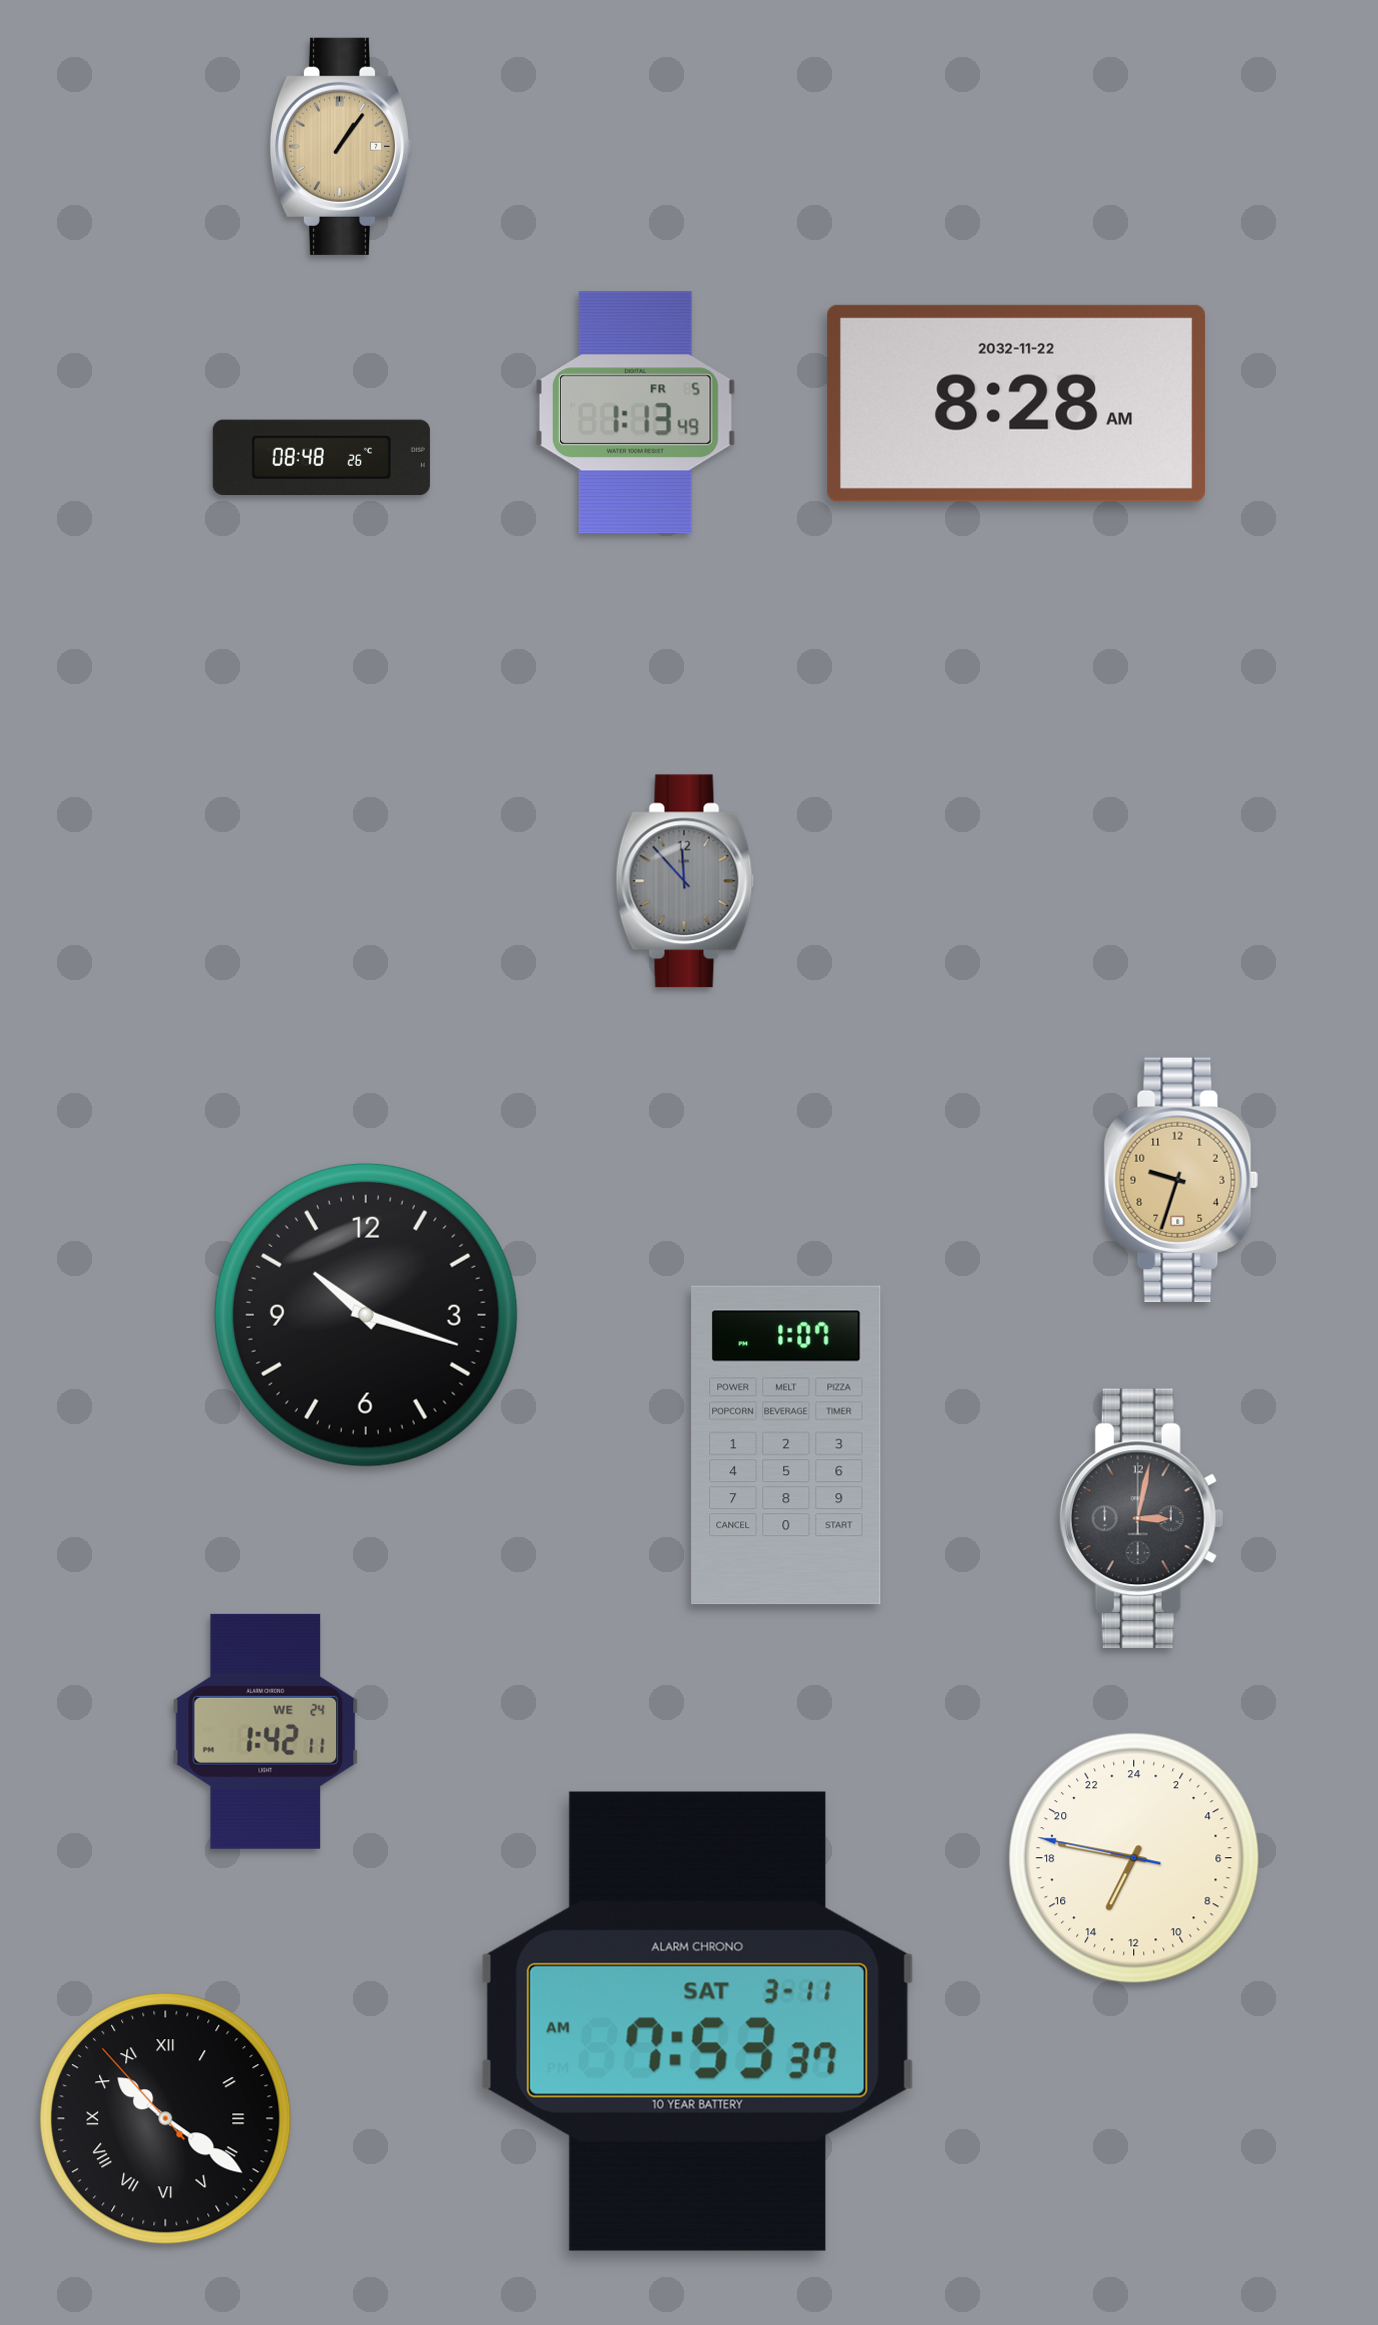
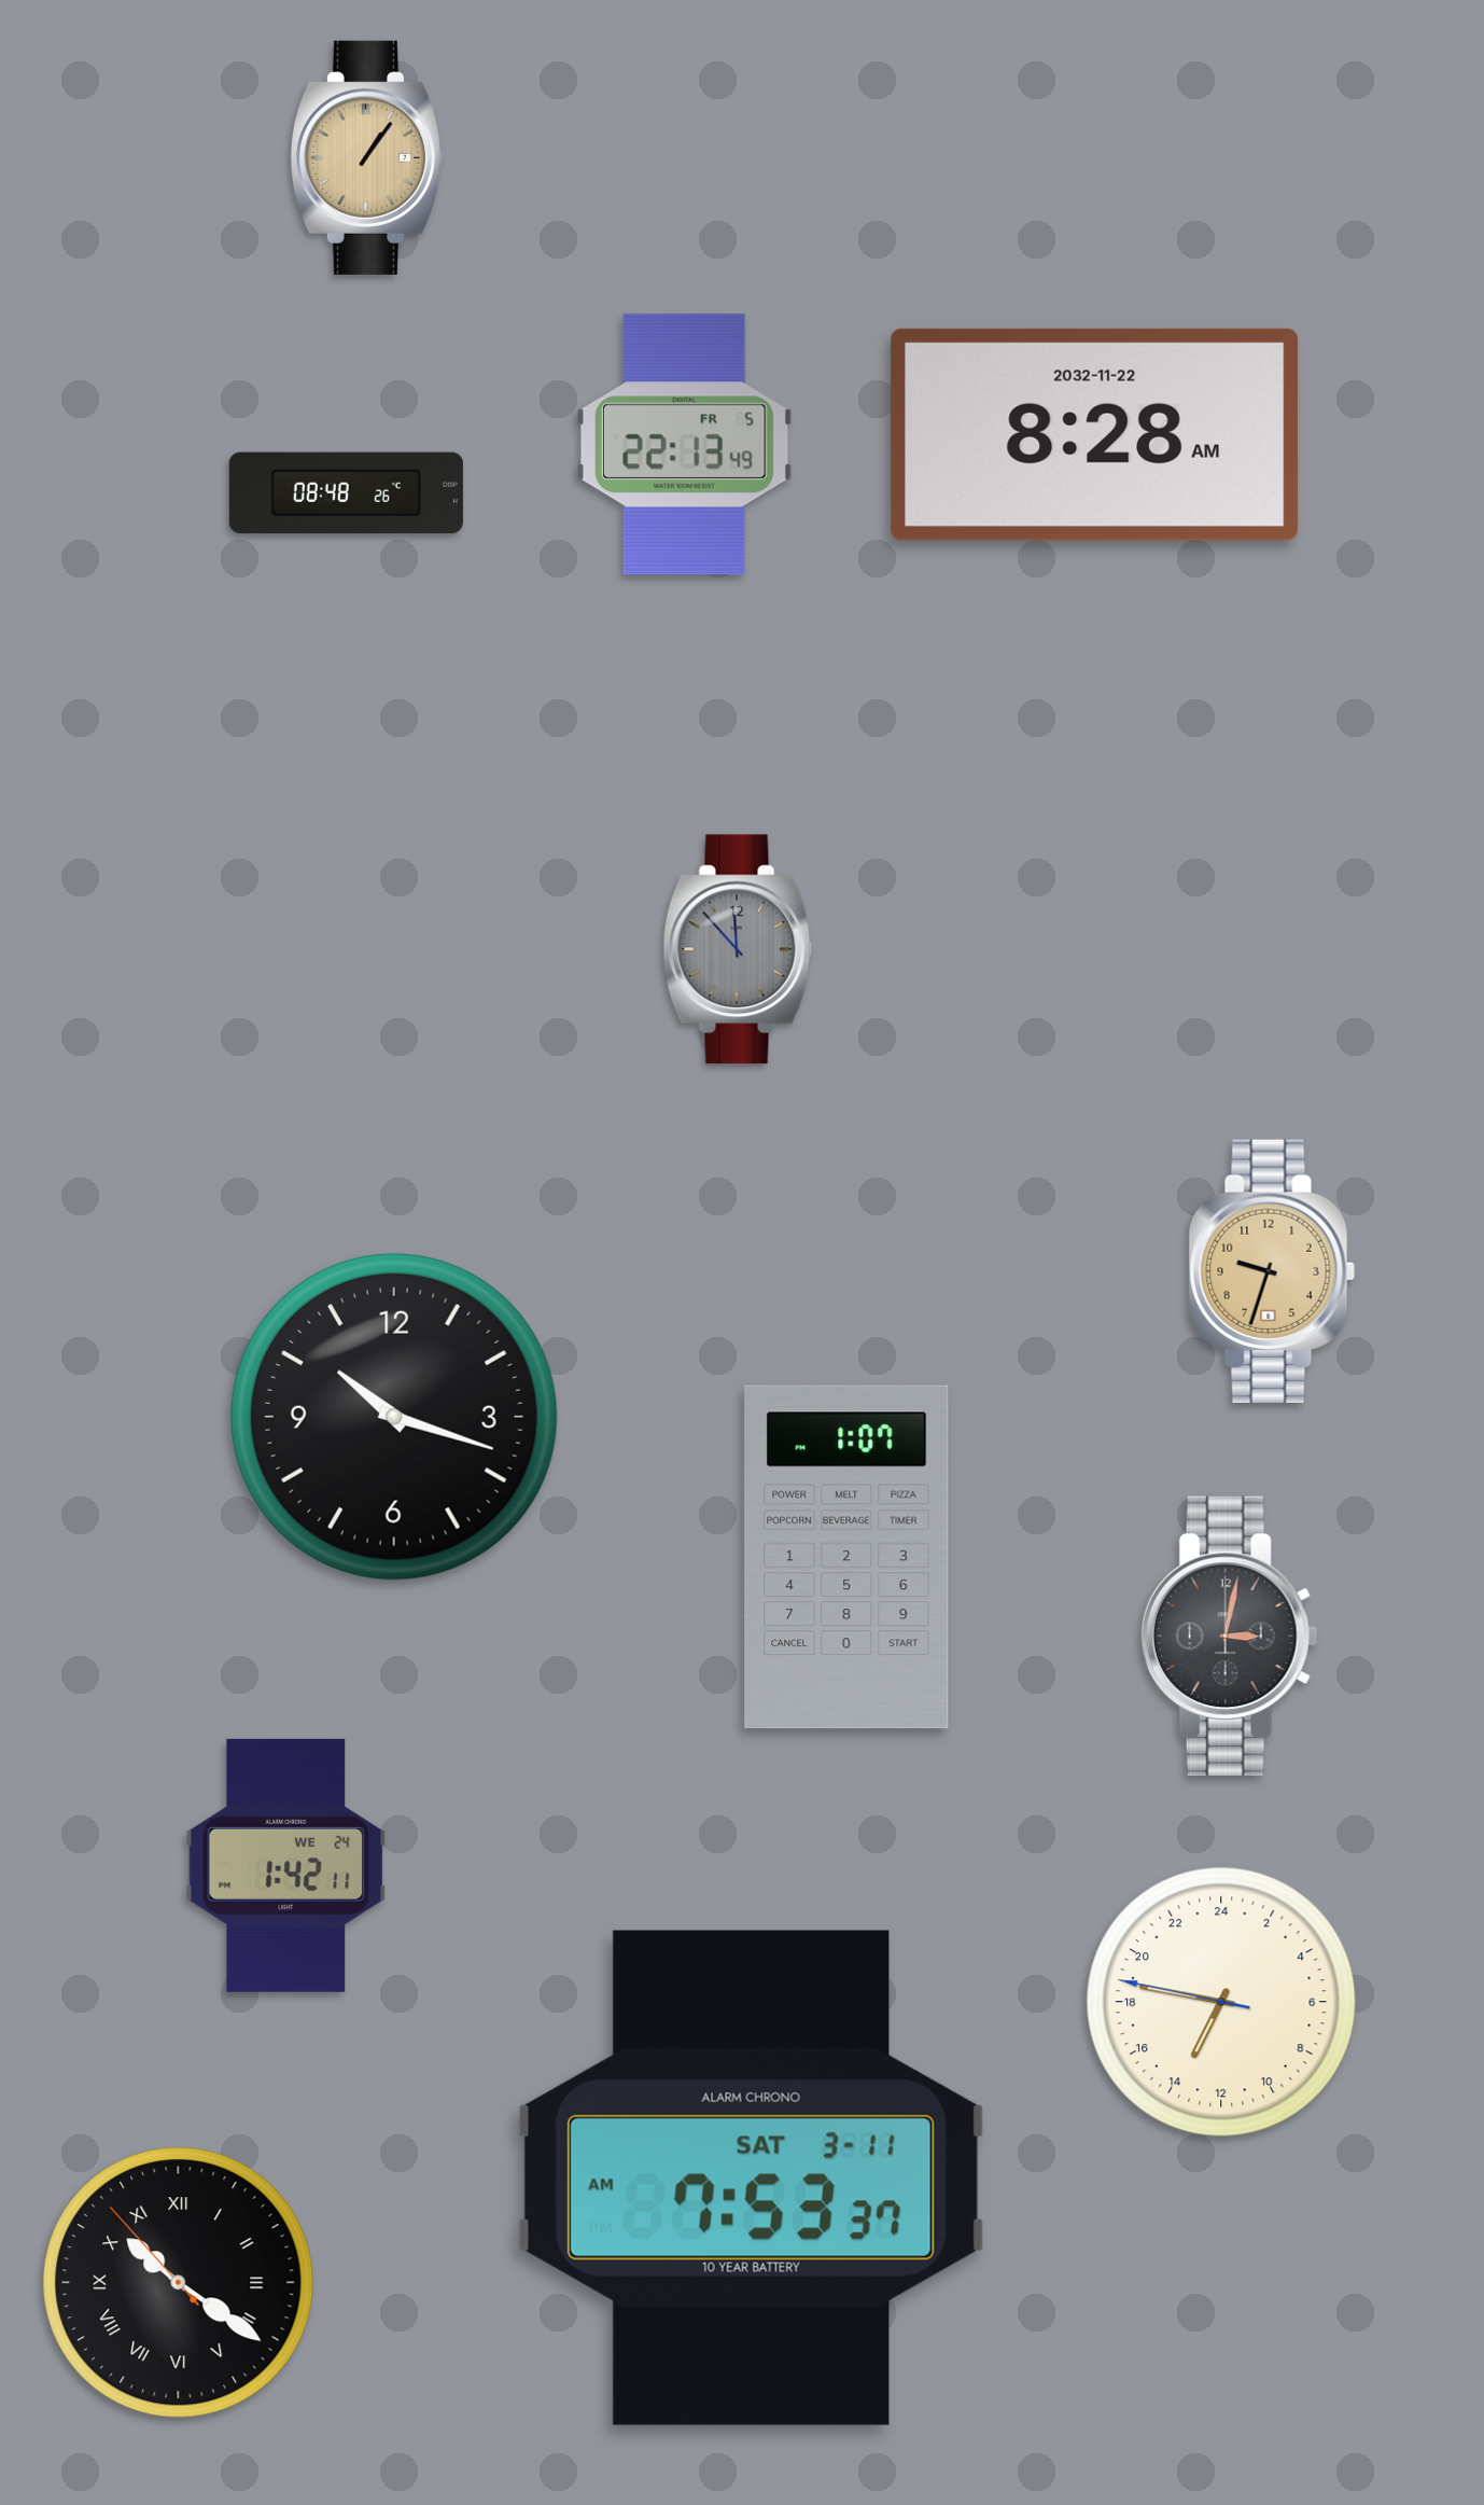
clock at (635, 413): 1:13 -> 22:13
